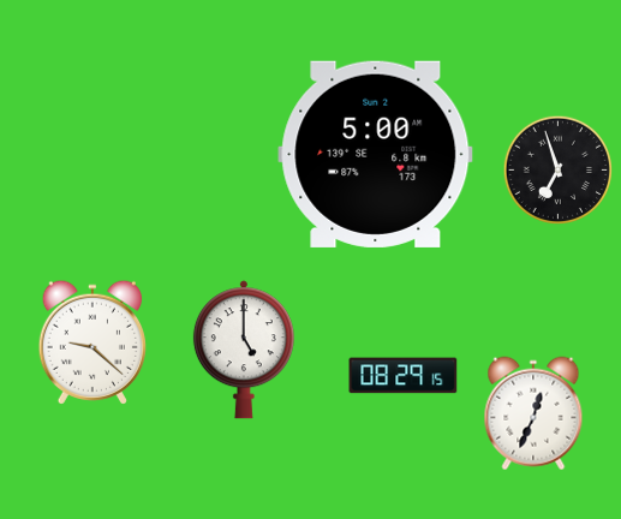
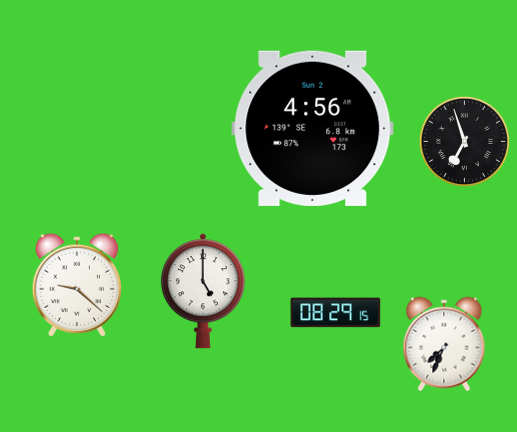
clock at (376, 154): 5:00 -> 4:56
clock at (533, 413): 12:34 -> 7:34
